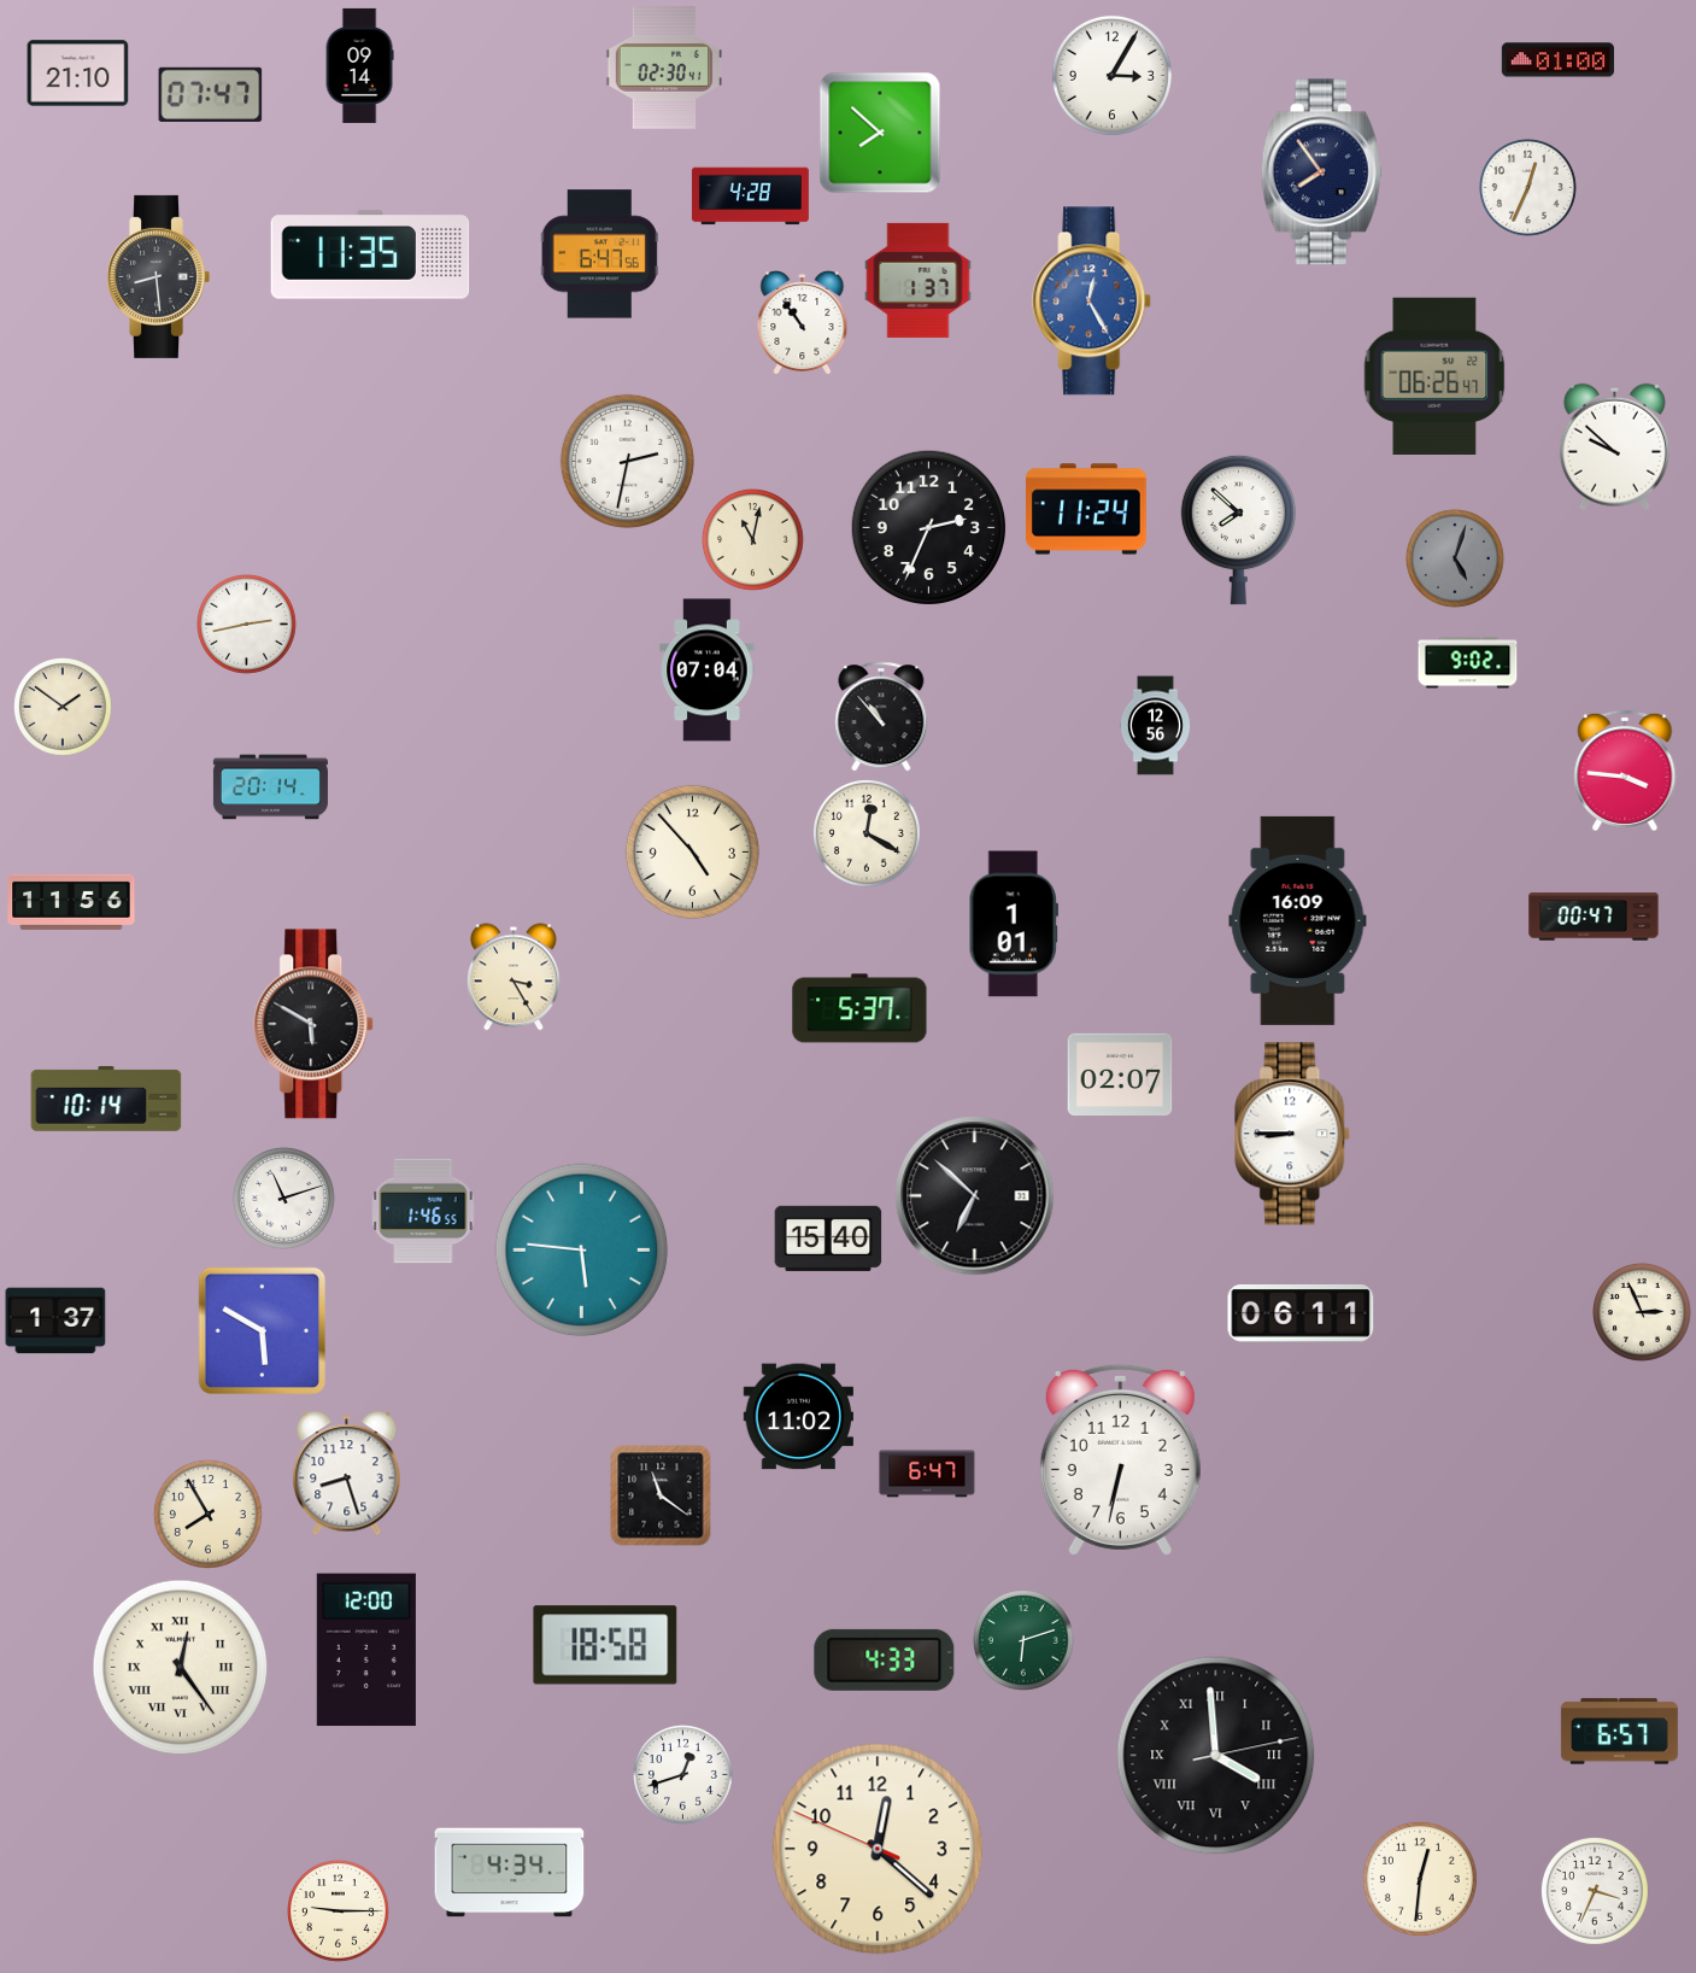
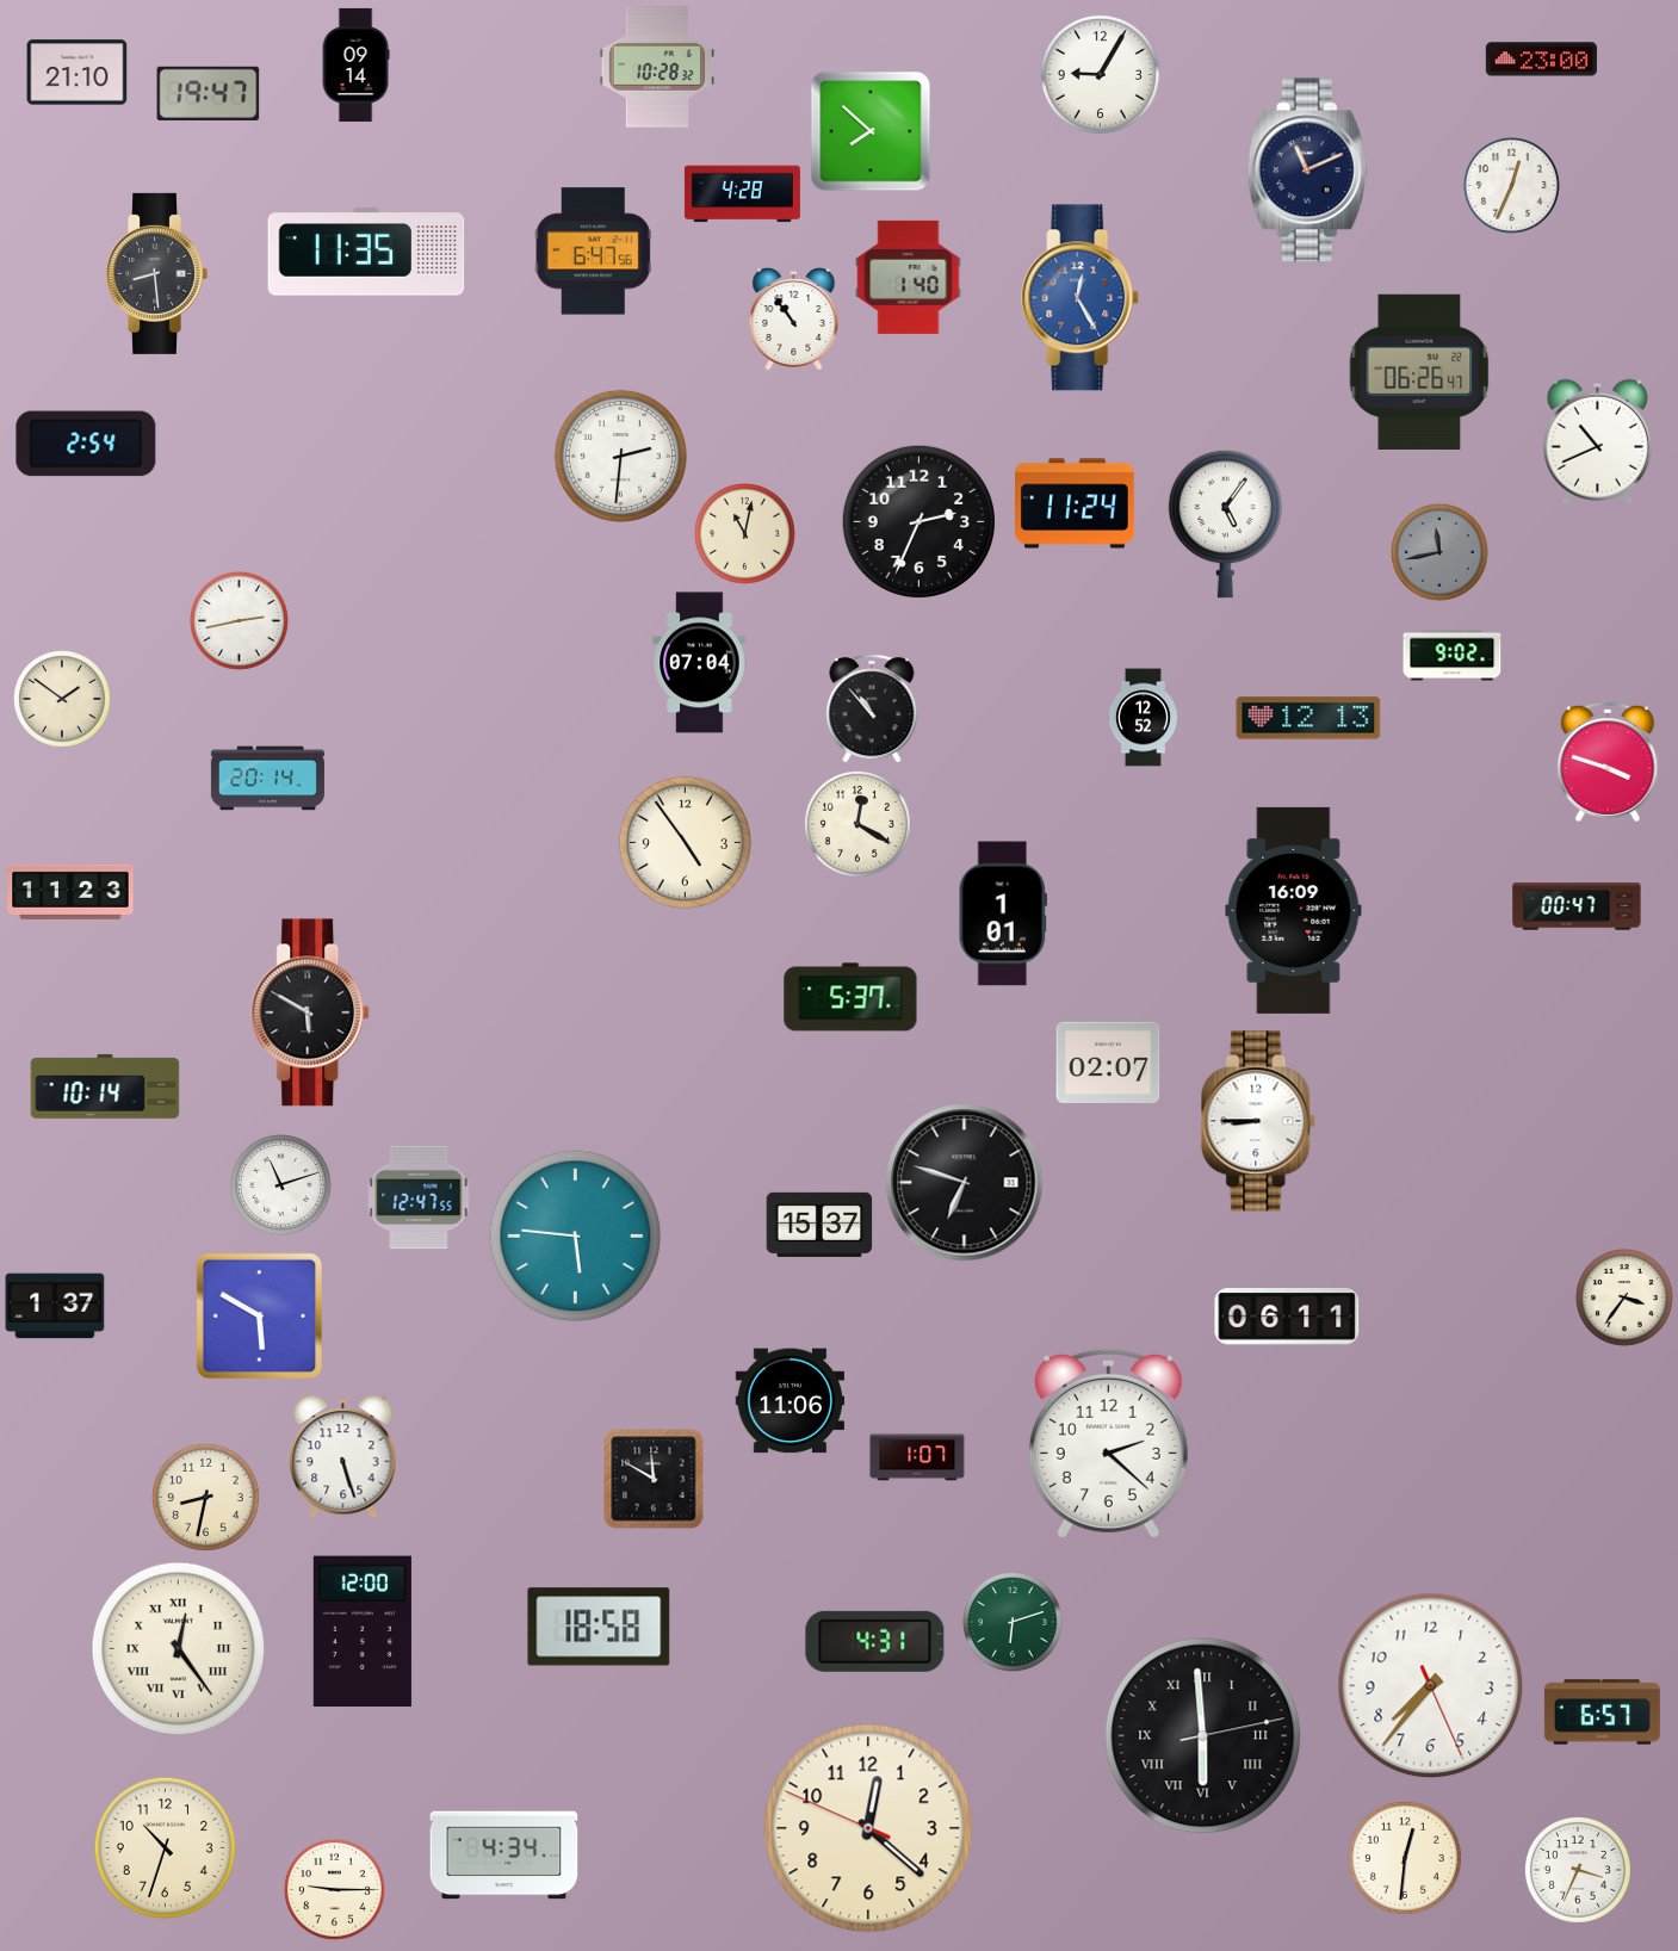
clock at (1557, 60): 01:00 -> 23:00
clock at (663, 68): 02:30 -> 10:28
clock at (1111, 75): 3:05 -> 9:05
clock at (211, 94): 07:47 -> 19:47
clock at (1321, 172): 7:54 -> 11:11
clock at (919, 280): 1:37 -> 1:40
clock at (1614, 446): 9:52 -> 10:41
clock at (86, 444): none -> 2:54
clock at (627, 461): 2:32 -> 2:31
clock at (1238, 529): 7:52 -> 5:06
clock at (1456, 560): 5:03 -> 11:43
clock at (247, 625) position: (247, 625) -> (240, 621)
clock at (1155, 726): 12:56 -> 12:52
clock at (1308, 718): none -> 12:13
clock at (1625, 771): 3:46 -> 3:48
clock at (692, 851): 4:53 -> 4:54
clock at (71, 902): 11:56 -> 11:23
clock at (1298, 920) position: (1298, 920) -> (1294, 910)
clock at (514, 977): 3:25 -> none
clock at (1293, 1134) position: (1293, 1134) -> (1259, 1121)
clock at (975, 1196): 6:52 -> 6:48
clock at (423, 1211): 1:46 -> 12:47
clock at (828, 1239): 15:40 -> 15:37
clock at (1643, 1313): 2:56 -> 3:36
clock at (1301, 1315) position: (1301, 1315) -> (1287, 1318)
clock at (798, 1417): 11:02 -> 11:06
clock at (1120, 1459): 6:32 -> 2:22
clock at (347, 1474): 8:27 -> 5:27
clock at (927, 1474): 6:47 -> 1:07
clock at (661, 1495): 11:21 -> 11:50
clock at (207, 1514): 7:55 -> 8:32
clock at (885, 1659): 4:33 -> 4:31
clock at (1431, 1686): none -> 7:36
clock at (1216, 1756): 3:59 -> 5:59
clock at (683, 1775): 12:42 -> none
clock at (165, 1847): none -> 10:33
clock at (510, 1873) position: (510, 1873) -> (504, 1856)
